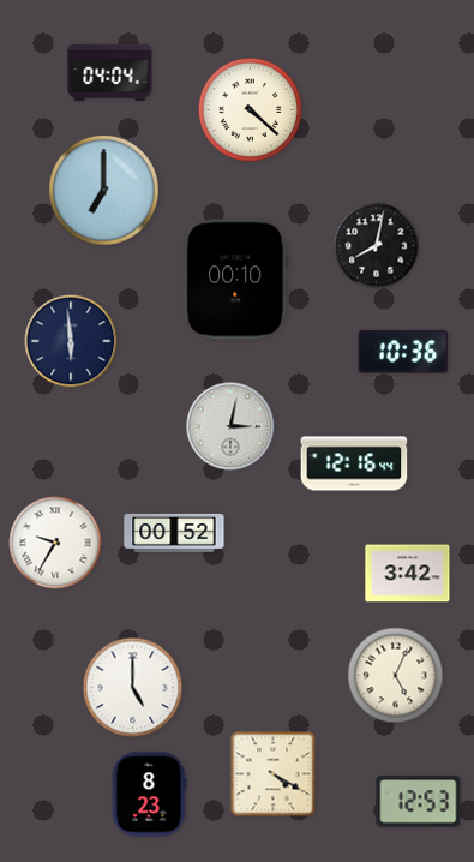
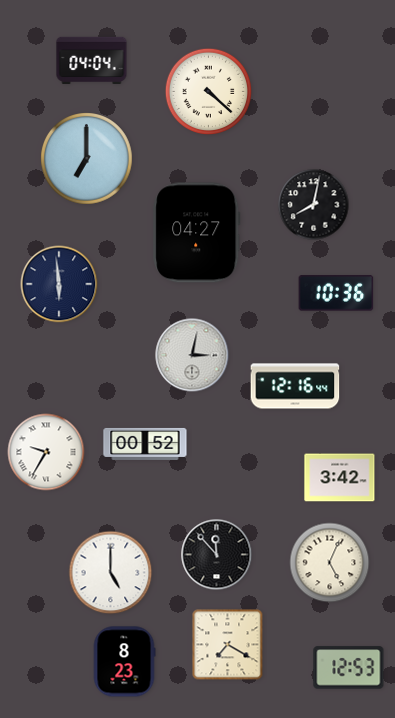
clock at (236, 280): 00:10 -> 04:27
clock at (217, 555): none -> 11:53
clock at (274, 774): 4:20 -> 7:20
